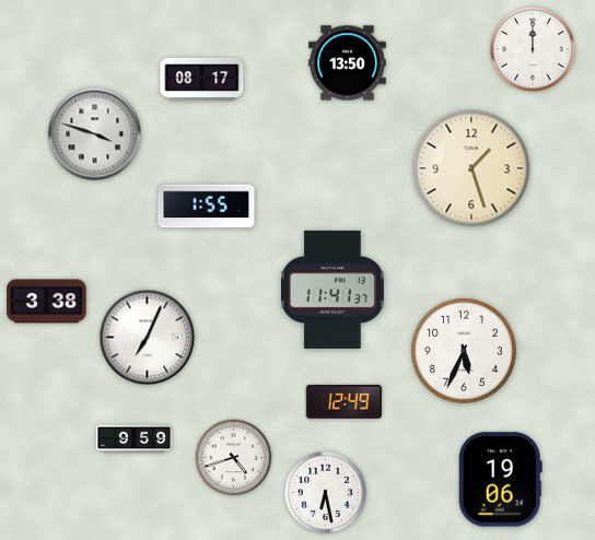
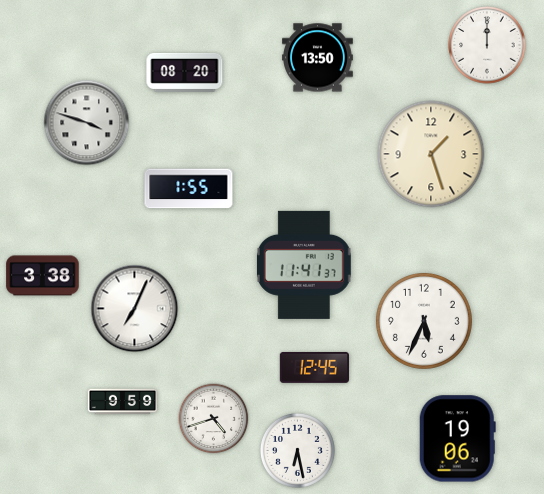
clock at (202, 79): 08:17 -> 08:20
clock at (343, 401): 12:49 -> 12:45
